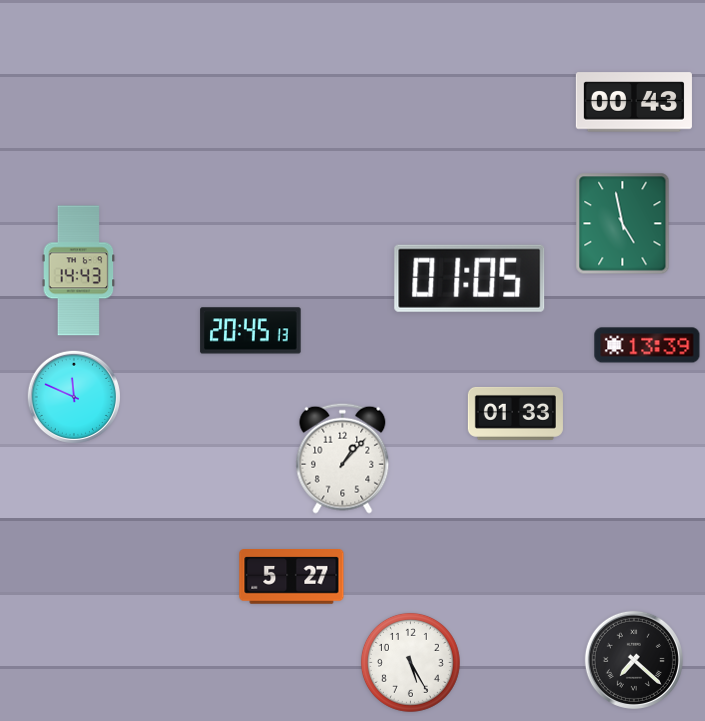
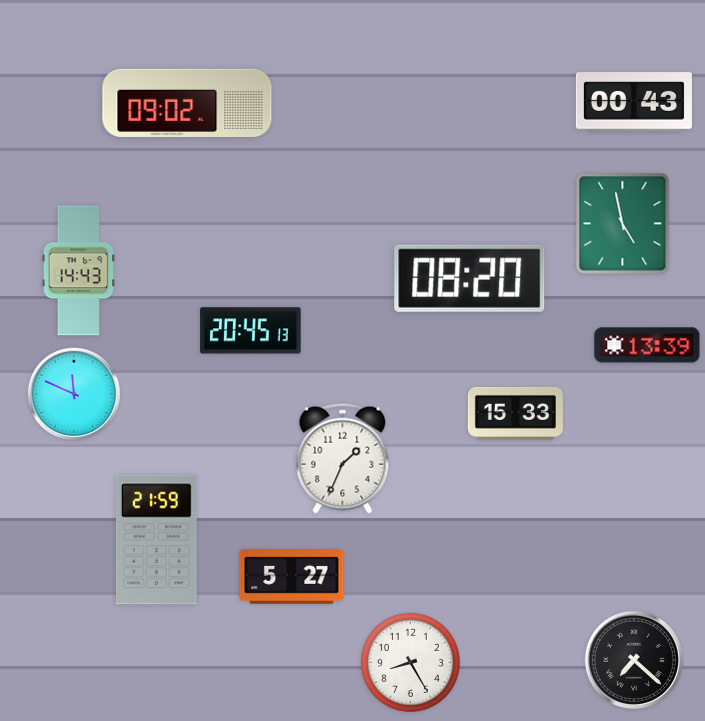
clock at (187, 103): none -> 09:02
clock at (470, 278): 01:05 -> 08:20
clock at (74, 397) position: (74, 397) -> (74, 394)
clock at (515, 413): 01:33 -> 15:33
clock at (343, 458): 1:07 -> 1:34
clock at (156, 540): none -> 21:59
clock at (410, 662): 5:25 -> 8:25
